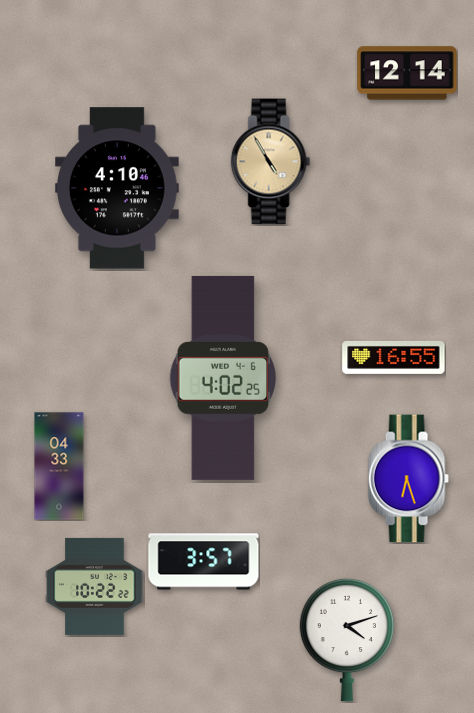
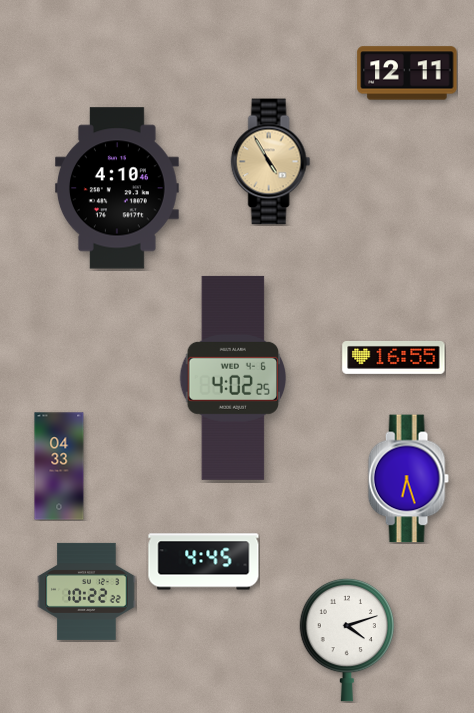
clock at (407, 73): 12:14 -> 12:11
clock at (223, 378) position: (223, 378) -> (233, 378)
clock at (204, 562): 3:57 -> 4:45
clock at (95, 586) position: (95, 586) -> (87, 591)
